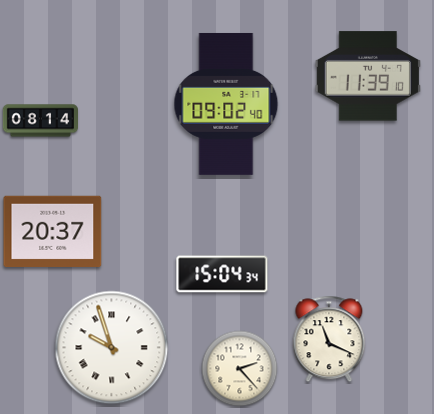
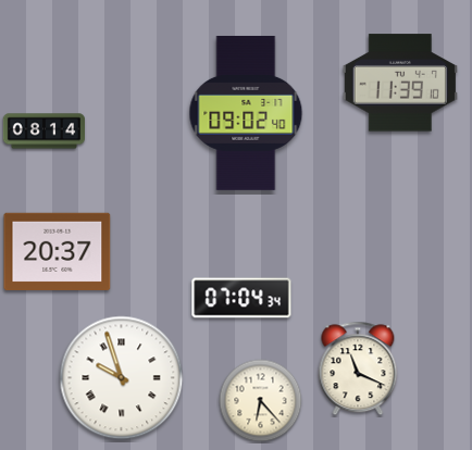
clock at (222, 274): 15:04 -> 07:04
clock at (240, 369): 2:23 -> 6:23
